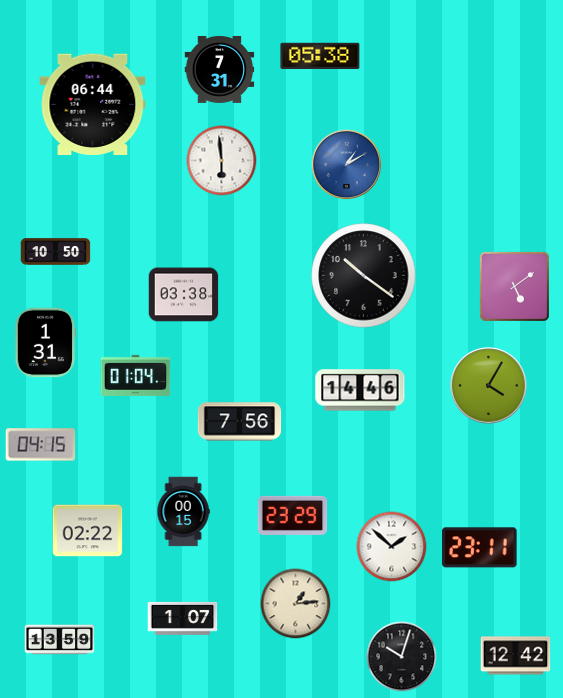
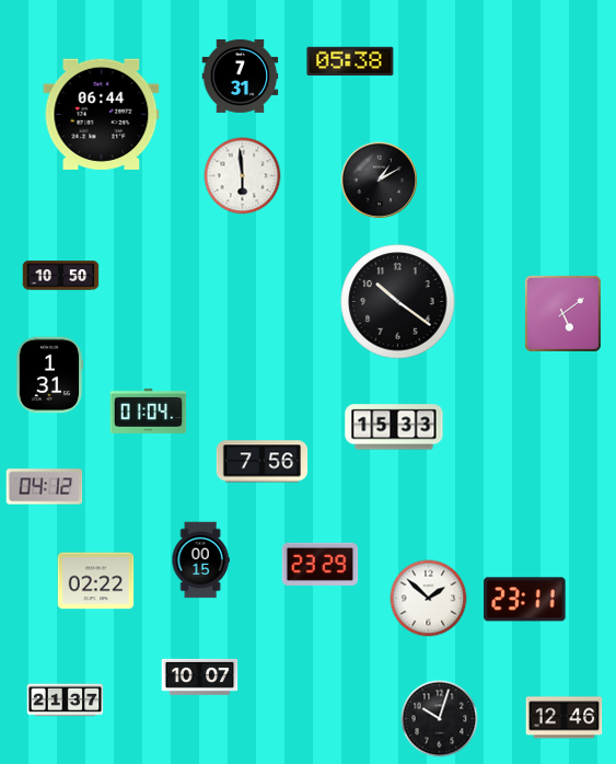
clock at (347, 165) dial: blue -> black
clock at (184, 295): 03:38 -> none
clock at (489, 386): 4:05 -> none
clock at (360, 390): 14:46 -> 15:33
clock at (41, 445): 04:15 -> 04:12
clock at (296, 604): 1:14 -> none
clock at (183, 618): 1:07 -> 10:07
clock at (60, 640): 13:59 -> 21:37
clock at (516, 656): 12:42 -> 12:46
